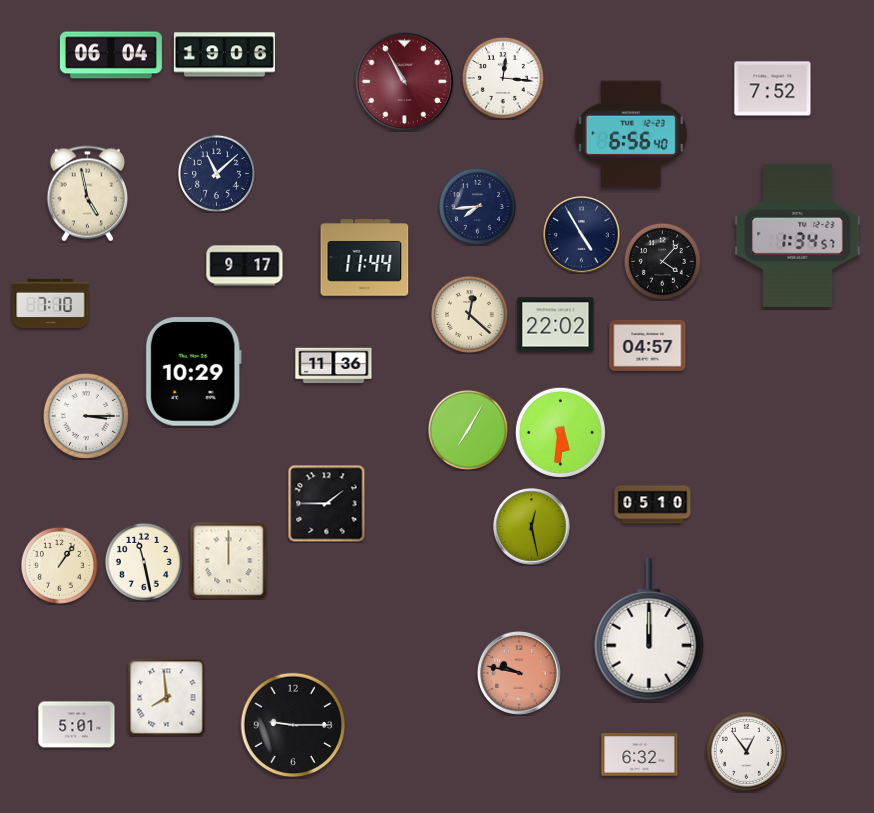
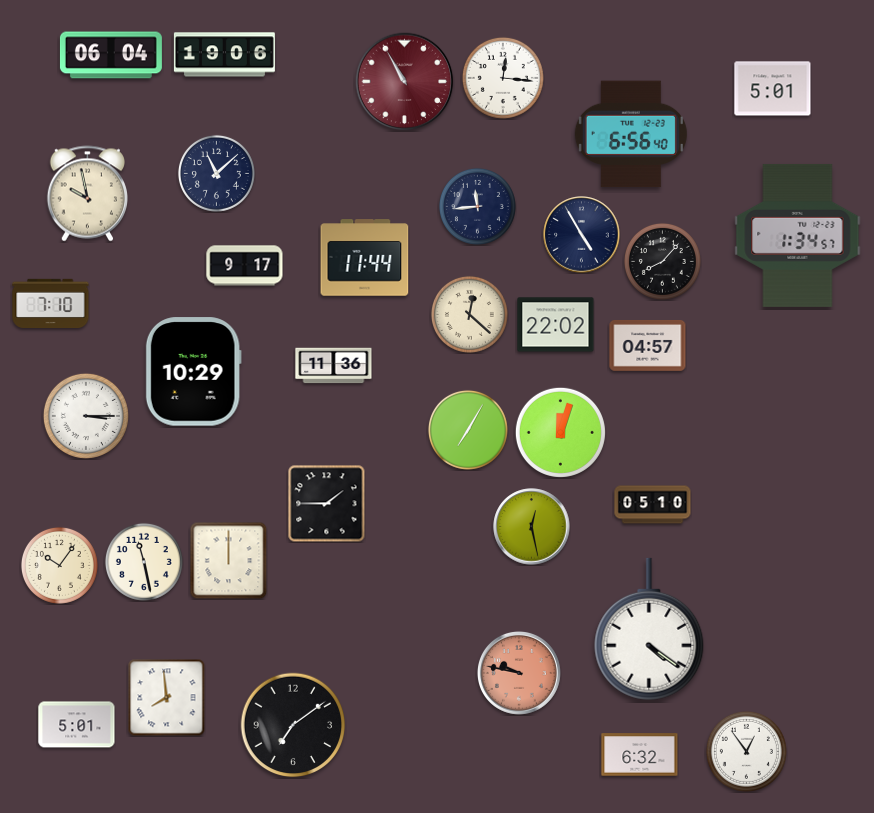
clock at (773, 89): 7:52 -> 5:01
clock at (87, 194): 4:58 -> 9:58
clock at (477, 206): 7:44 -> 11:44
clock at (662, 261): 4:07 -> 8:07
clock at (560, 432): 5:31 -> 12:03
clock at (59, 565): 1:06 -> 10:06
clock at (649, 629): 12:00 -> 4:21
clock at (293, 725): 9:15 -> 7:09
